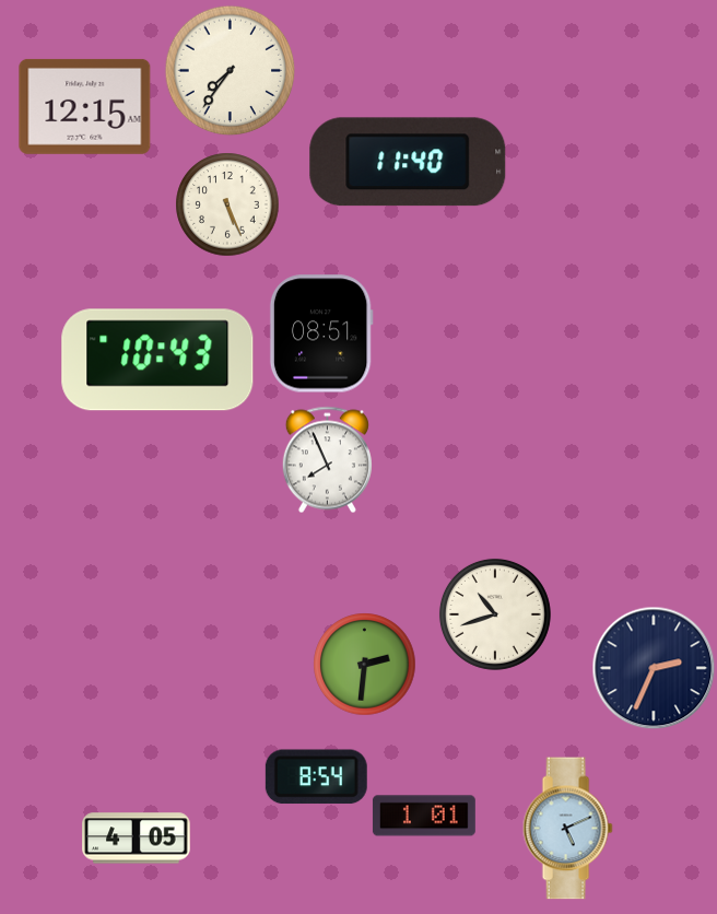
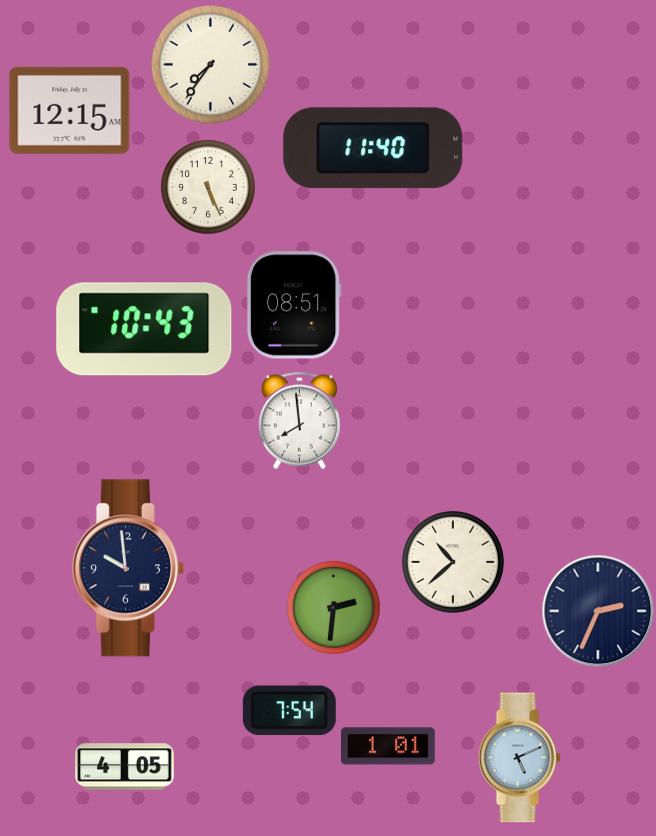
clock at (85, 106) position: (85, 106) -> (70, 110)
clock at (327, 459): 7:56 -> 7:59
clock at (495, 614): 10:42 -> 10:38
clock at (128, 568): none -> 9:59
clock at (316, 777): 8:54 -> 7:54
